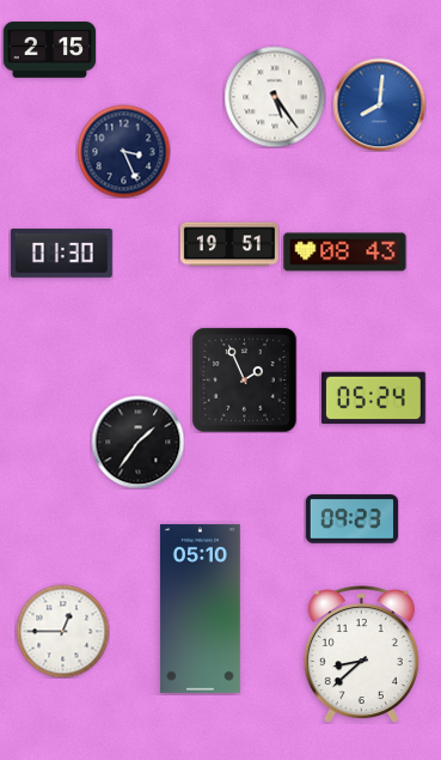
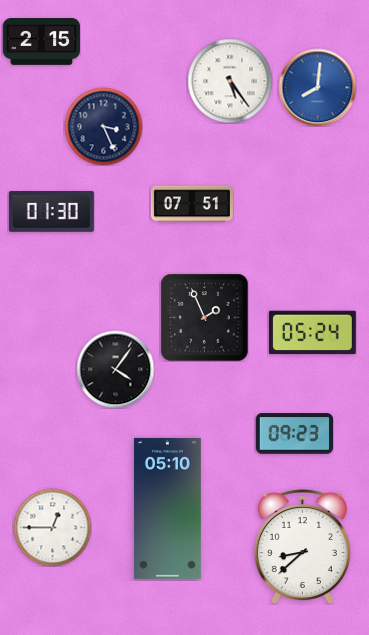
clock at (229, 244): 19:51 -> 07:51
clock at (345, 253): 08:43 -> none
clock at (137, 442): 1:36 -> 4:06
